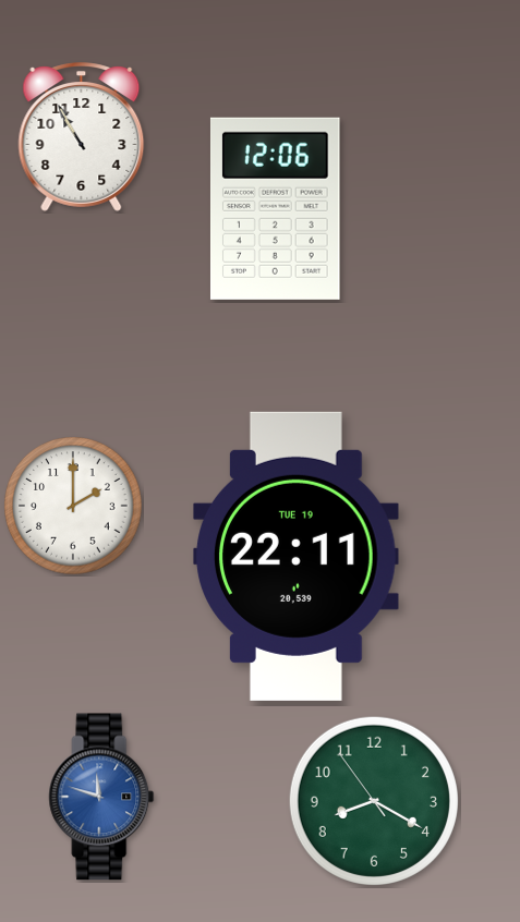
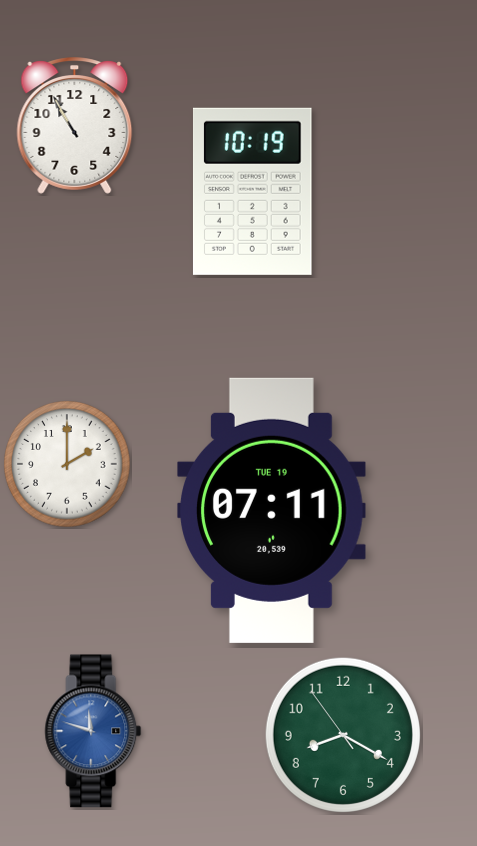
clock at (276, 208): 12:06 -> 10:19
clock at (297, 556): 22:11 -> 07:11
